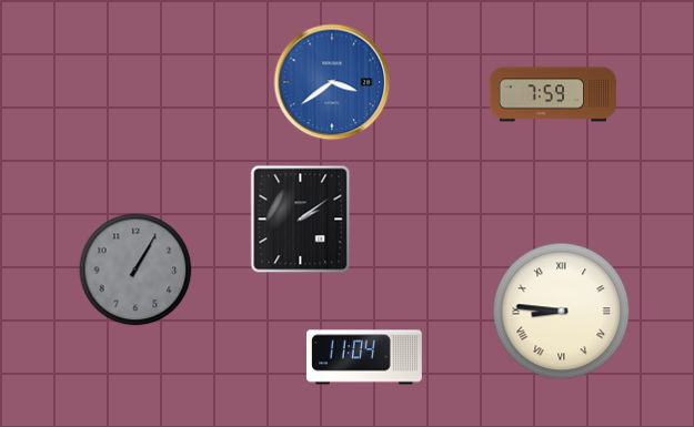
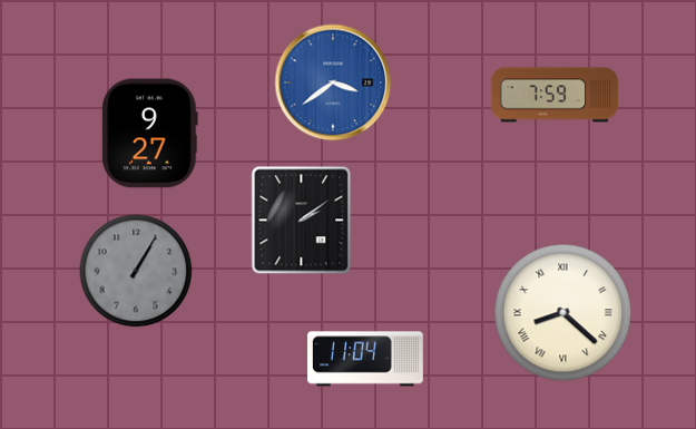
clock at (150, 134): none -> 9:27
clock at (562, 312): 8:46 -> 8:22
